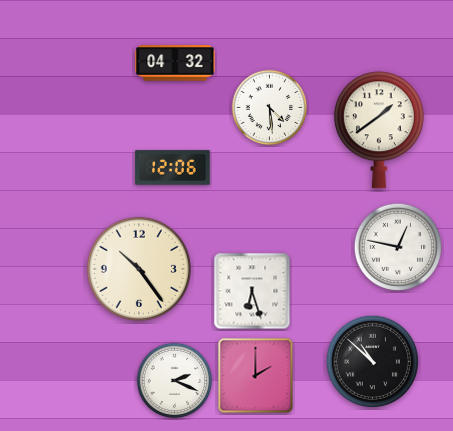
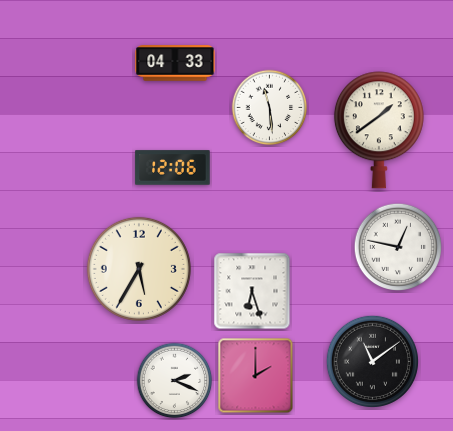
clock at (175, 63): 04:32 -> 04:33
clock at (270, 108): 4:29 -> 11:29
clock at (139, 269): 10:24 -> 5:35
clock at (372, 361): 10:52 -> 11:09
